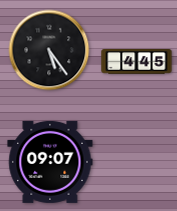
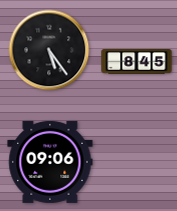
clock at (137, 62): 4:45 -> 8:45
clock at (50, 162): 09:07 -> 09:06
